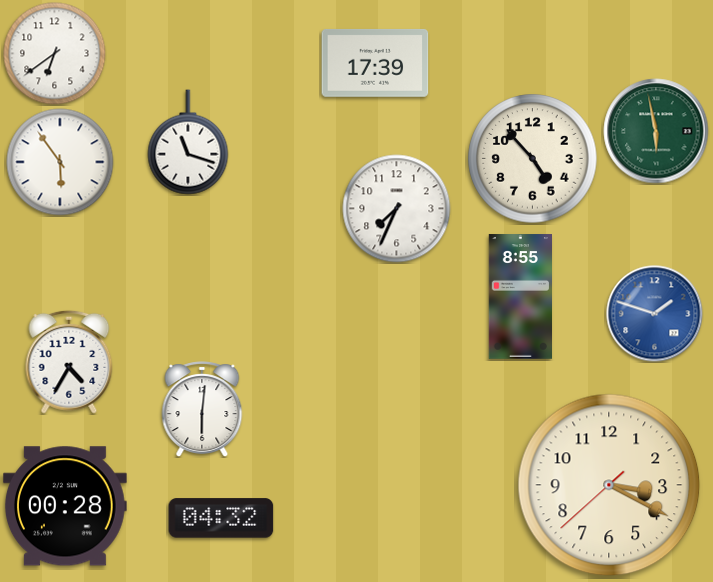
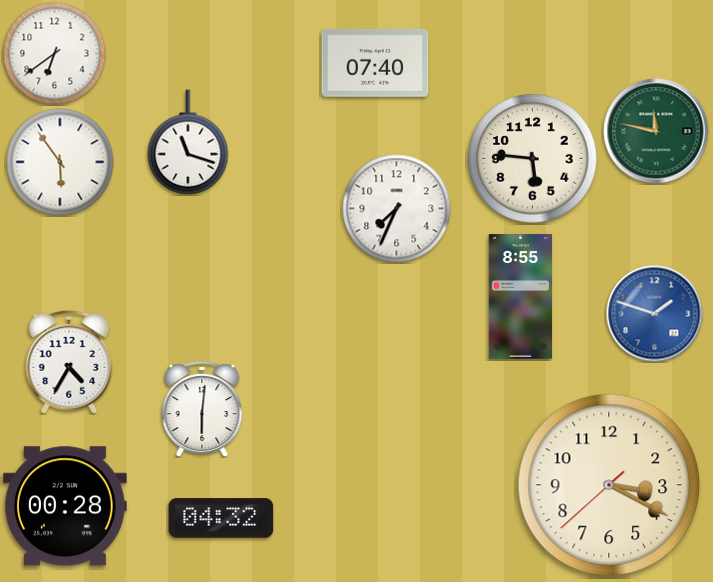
clock at (375, 63): 17:39 -> 07:40
clock at (656, 131): 5:58 -> 11:47
clock at (533, 159): 4:53 -> 5:46
